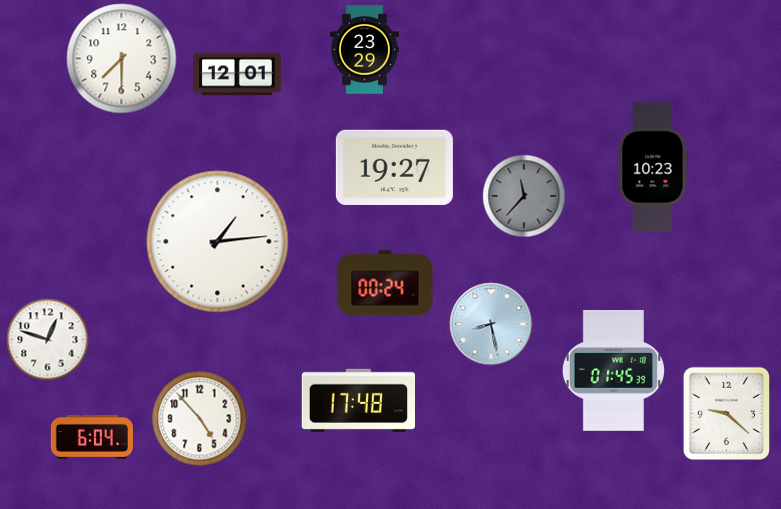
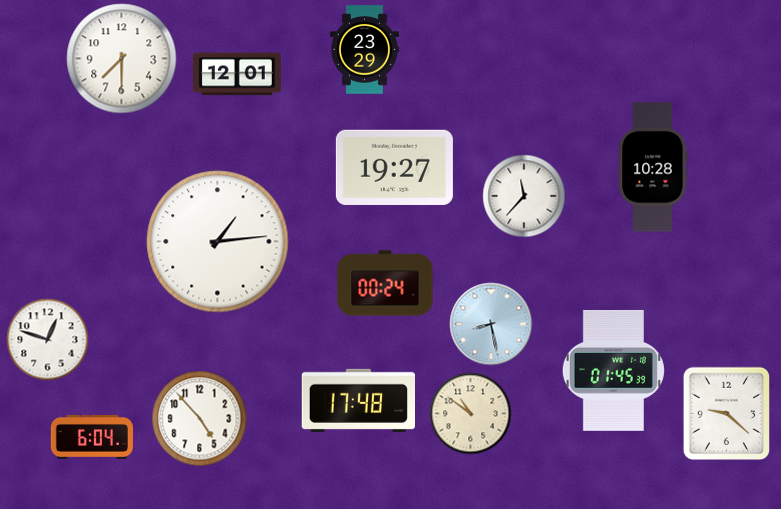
clock at (653, 167): 10:23 -> 10:28
clock at (524, 196) dial: grey -> white
clock at (471, 414): none -> 10:51
